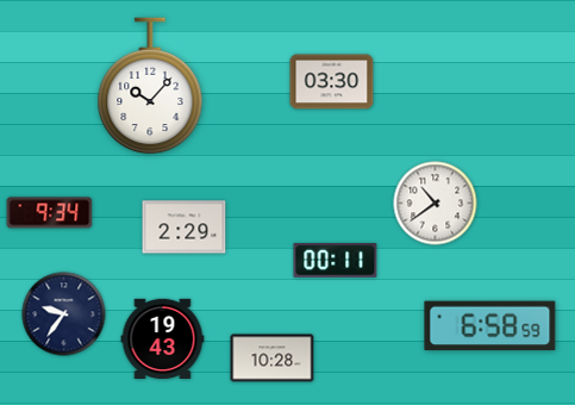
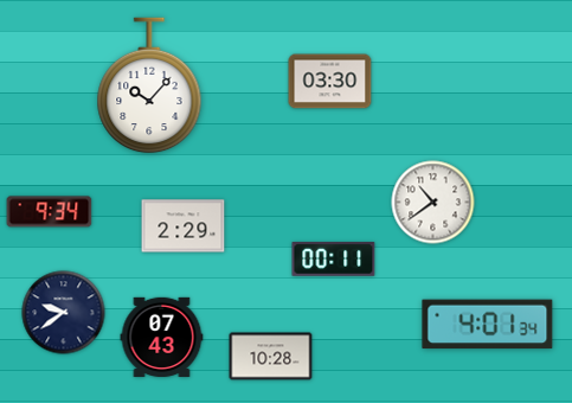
clock at (64, 314): 9:36 -> 9:39
clock at (490, 326): 6:58 -> 4:01
clock at (163, 338): 19:43 -> 07:43
